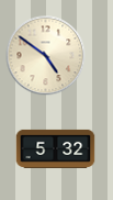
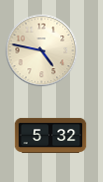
clock at (46, 56): 4:51 -> 4:47
